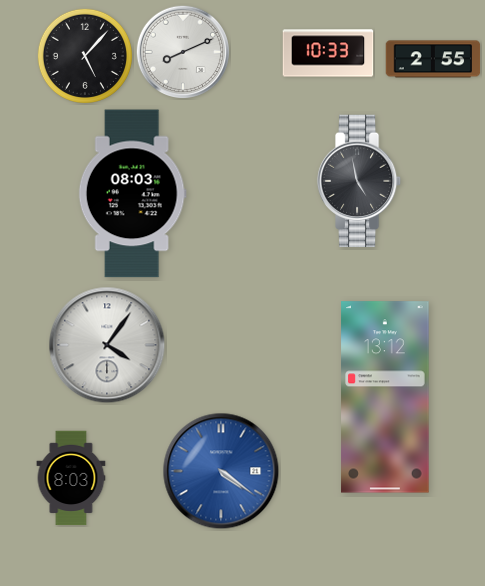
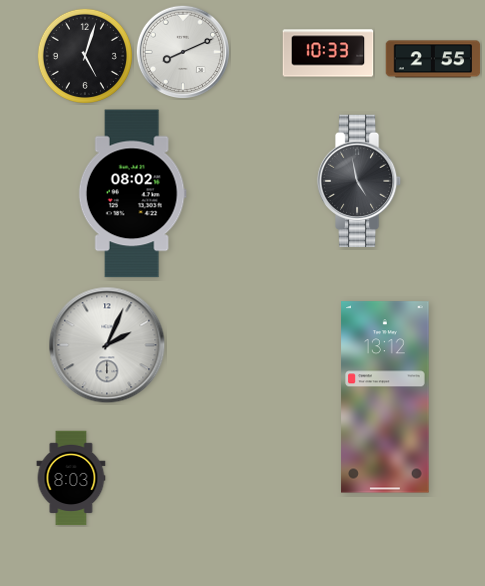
clock at (85, 56): 5:07 -> 5:03
clock at (132, 194): 08:03 -> 08:02
clock at (107, 345): 4:06 -> 2:04
clock at (221, 471): 4:21 -> none
